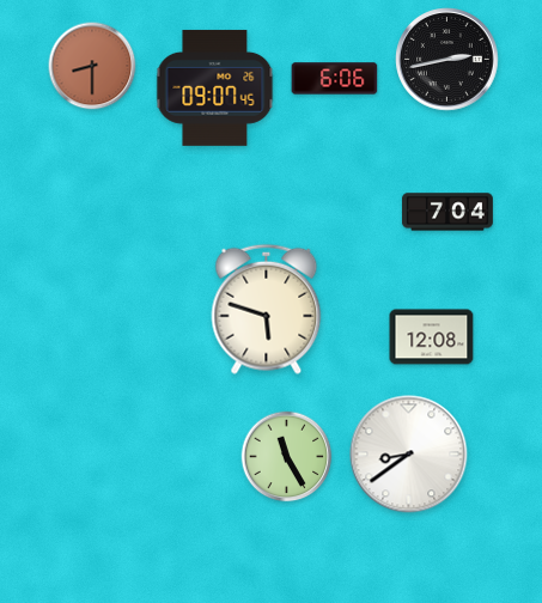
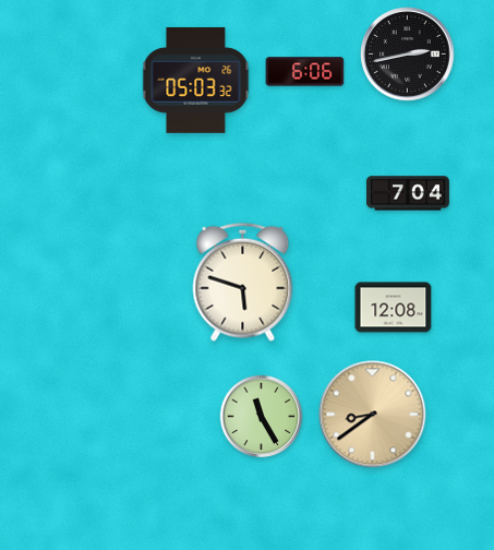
clock at (92, 66): 8:30 -> none
clock at (215, 87): 09:07 -> 05:03
clock at (409, 455) dial: white -> champagne
